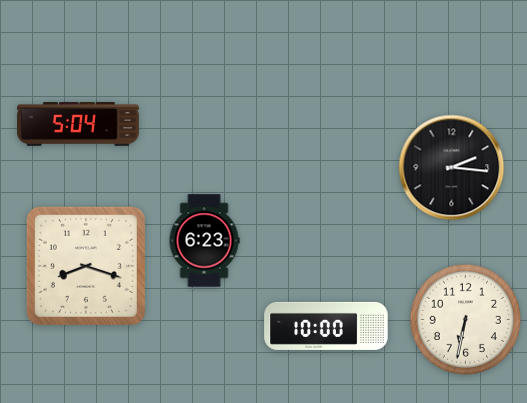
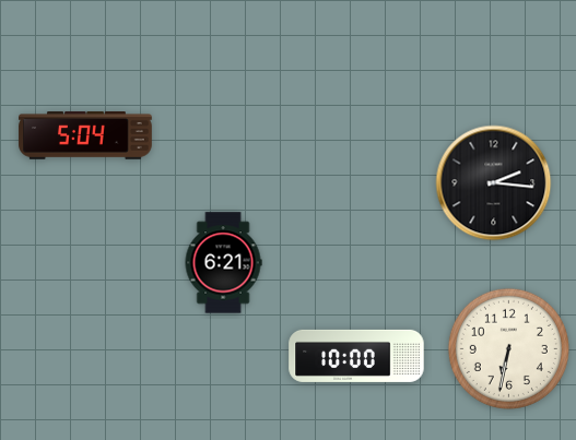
clock at (204, 241): 6:23 -> 6:21
clock at (86, 266): 8:18 -> none
